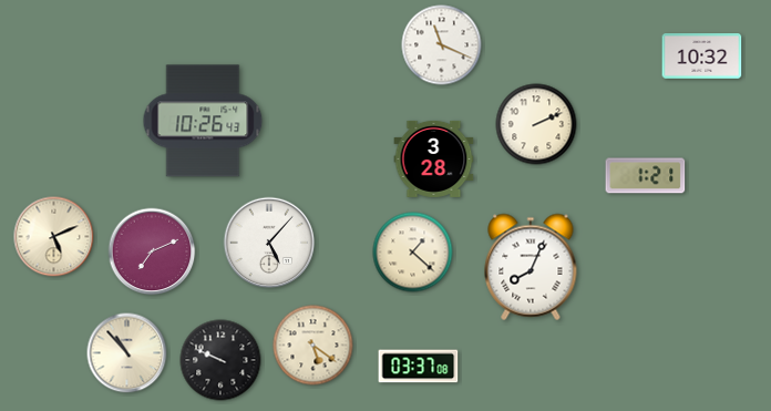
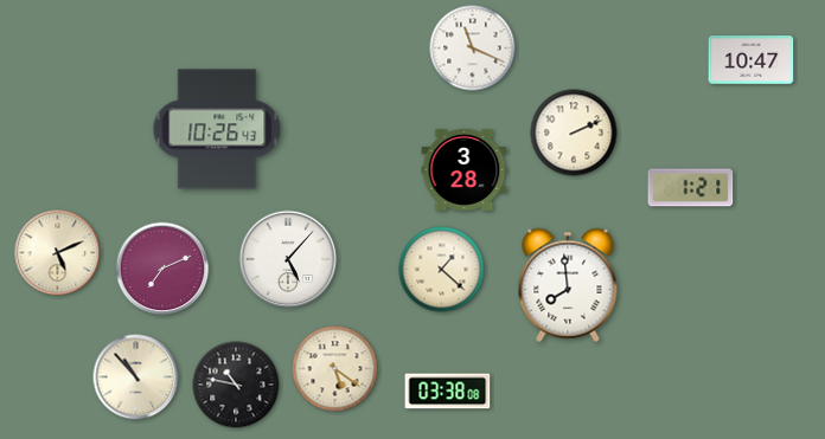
clock at (702, 56): 10:32 -> 10:47
clock at (531, 267): 8:04 -> 7:59
clock at (220, 360): 9:49 -> 10:47
clock at (419, 367): 03:37 -> 03:38
